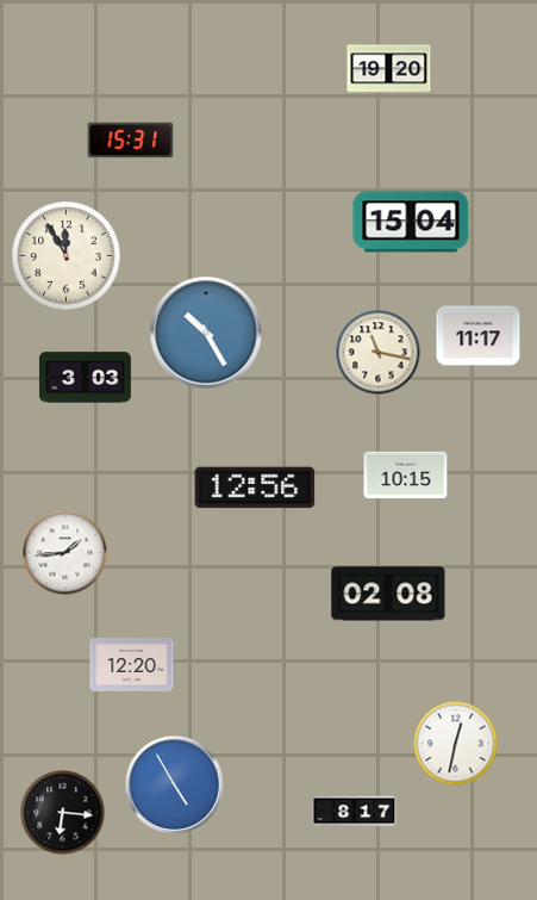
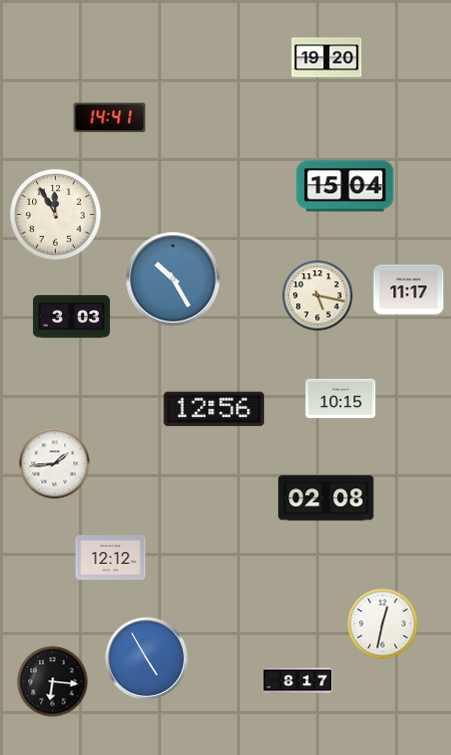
clock at (131, 141): 15:31 -> 14:41
clock at (479, 336) position: (479, 336) -> (409, 290)
clock at (379, 353): 11:17 -> 5:17
clock at (132, 665): 12:20 -> 12:12
